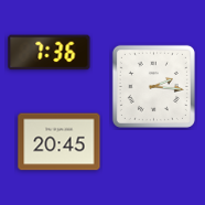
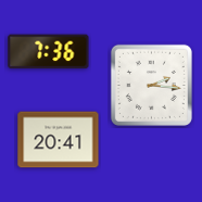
clock at (60, 142): 20:45 -> 20:41
